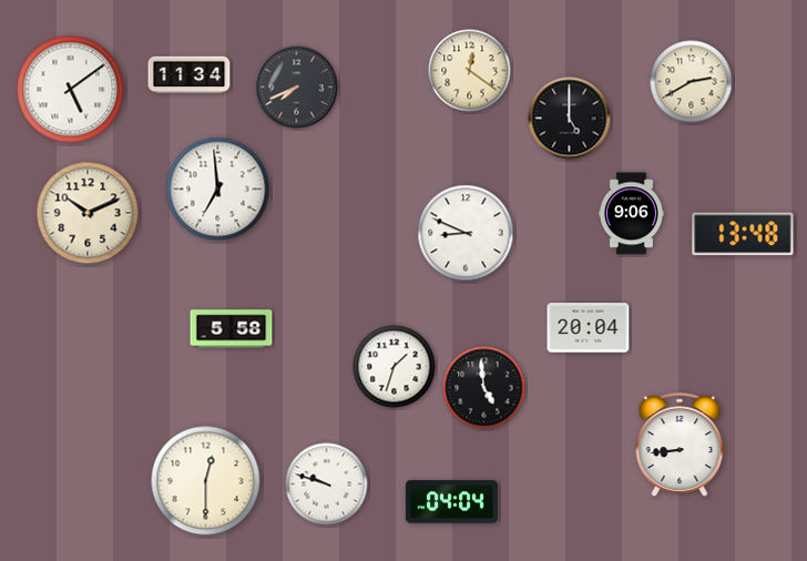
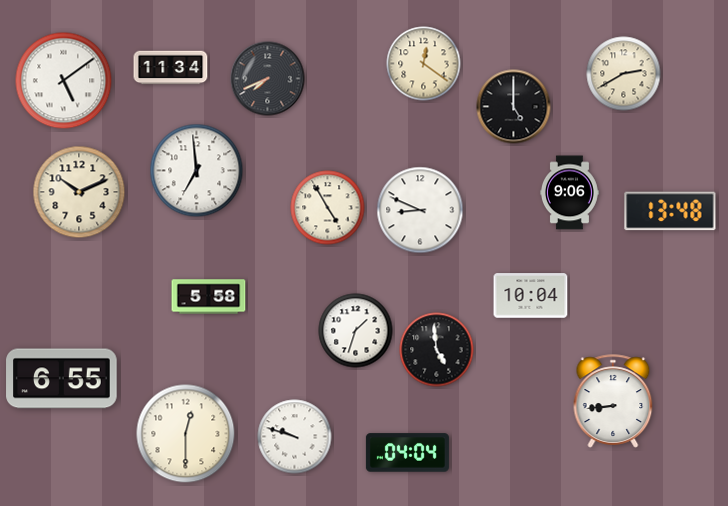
clock at (328, 208): none -> 4:55
clock at (589, 328): 20:04 -> 10:04
clock at (62, 379): none -> 6:55
